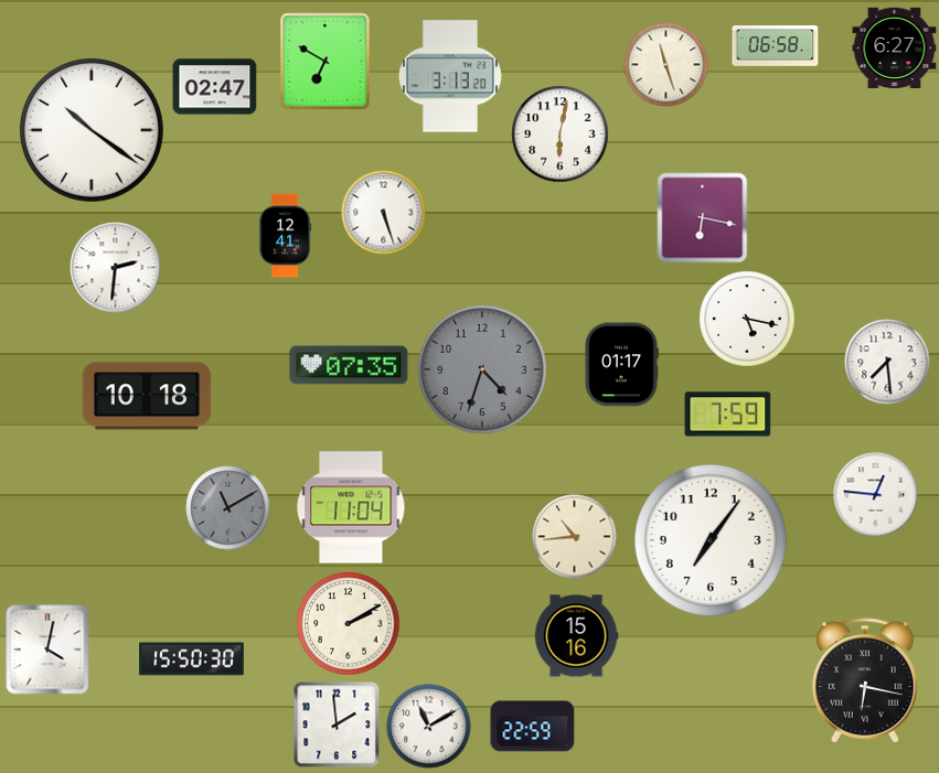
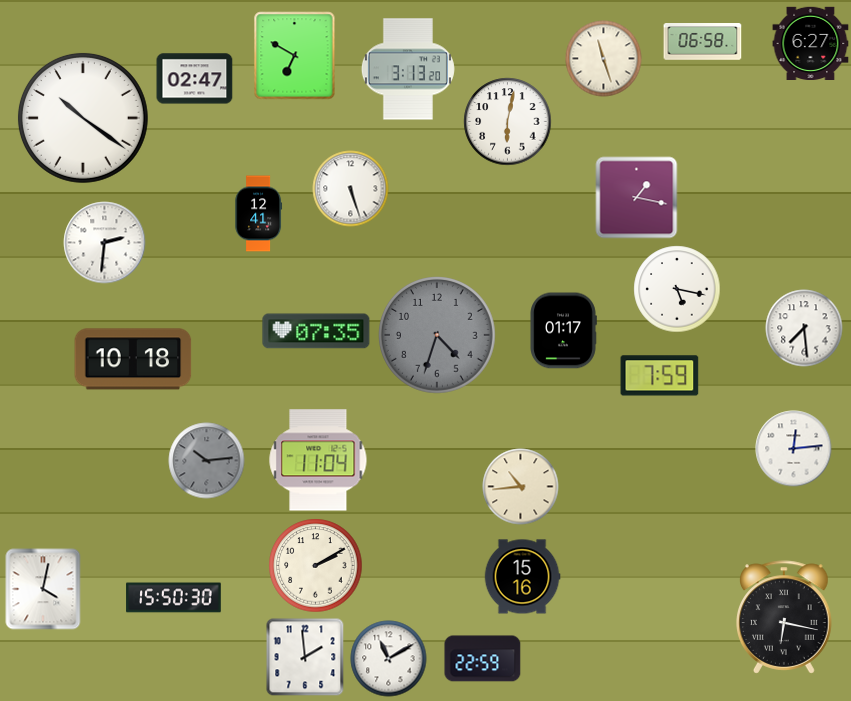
clock at (384, 213) position: (384, 213) -> (351, 189)
clock at (703, 218): 6:17 -> 1:17
clock at (876, 495): 12:46 -> 12:14
clock at (228, 508): 11:10 -> 10:14
clock at (711, 540): 7:06 -> none
